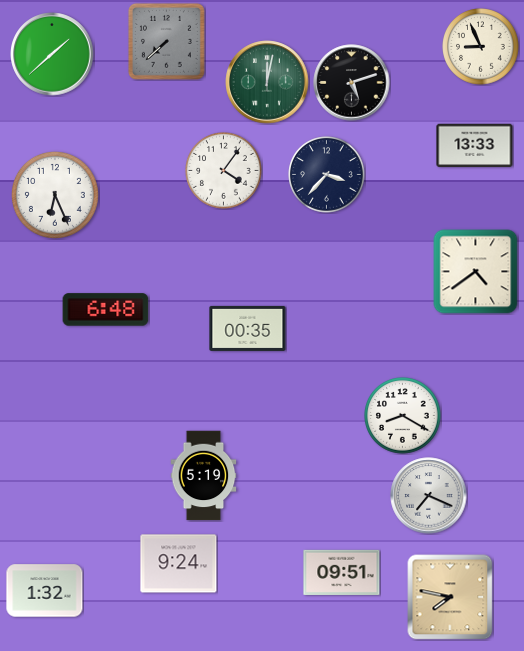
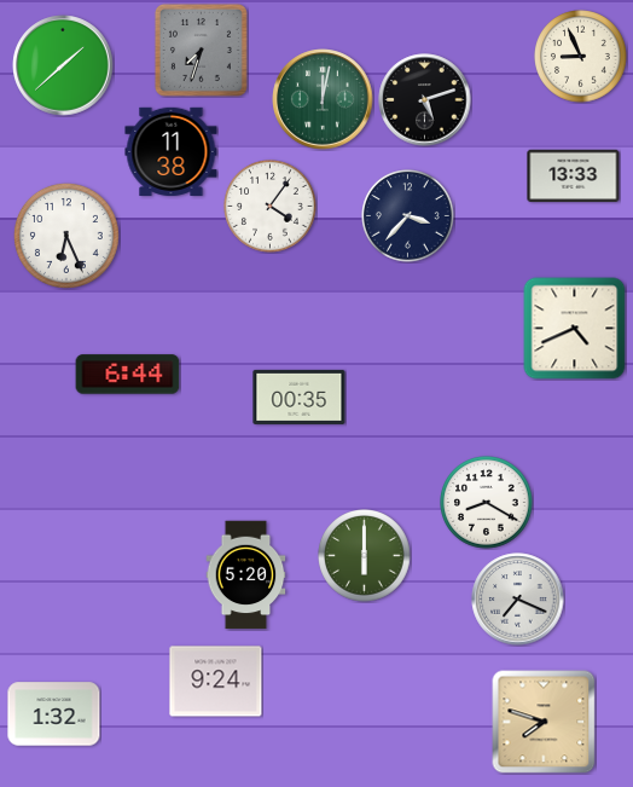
clock at (166, 41): 7:38 -> 7:33
clock at (172, 151): none -> 11:38
clock at (327, 175) position: (327, 175) -> (408, 216)
clock at (476, 272): 4:39 -> 4:41
clock at (106, 310): 6:48 -> 6:44
clock at (365, 556): none -> 6:00
clock at (204, 476): 5:19 -> 5:20
clock at (342, 572): 09:51 -> none
clock at (450, 597): 7:47 -> 7:48
